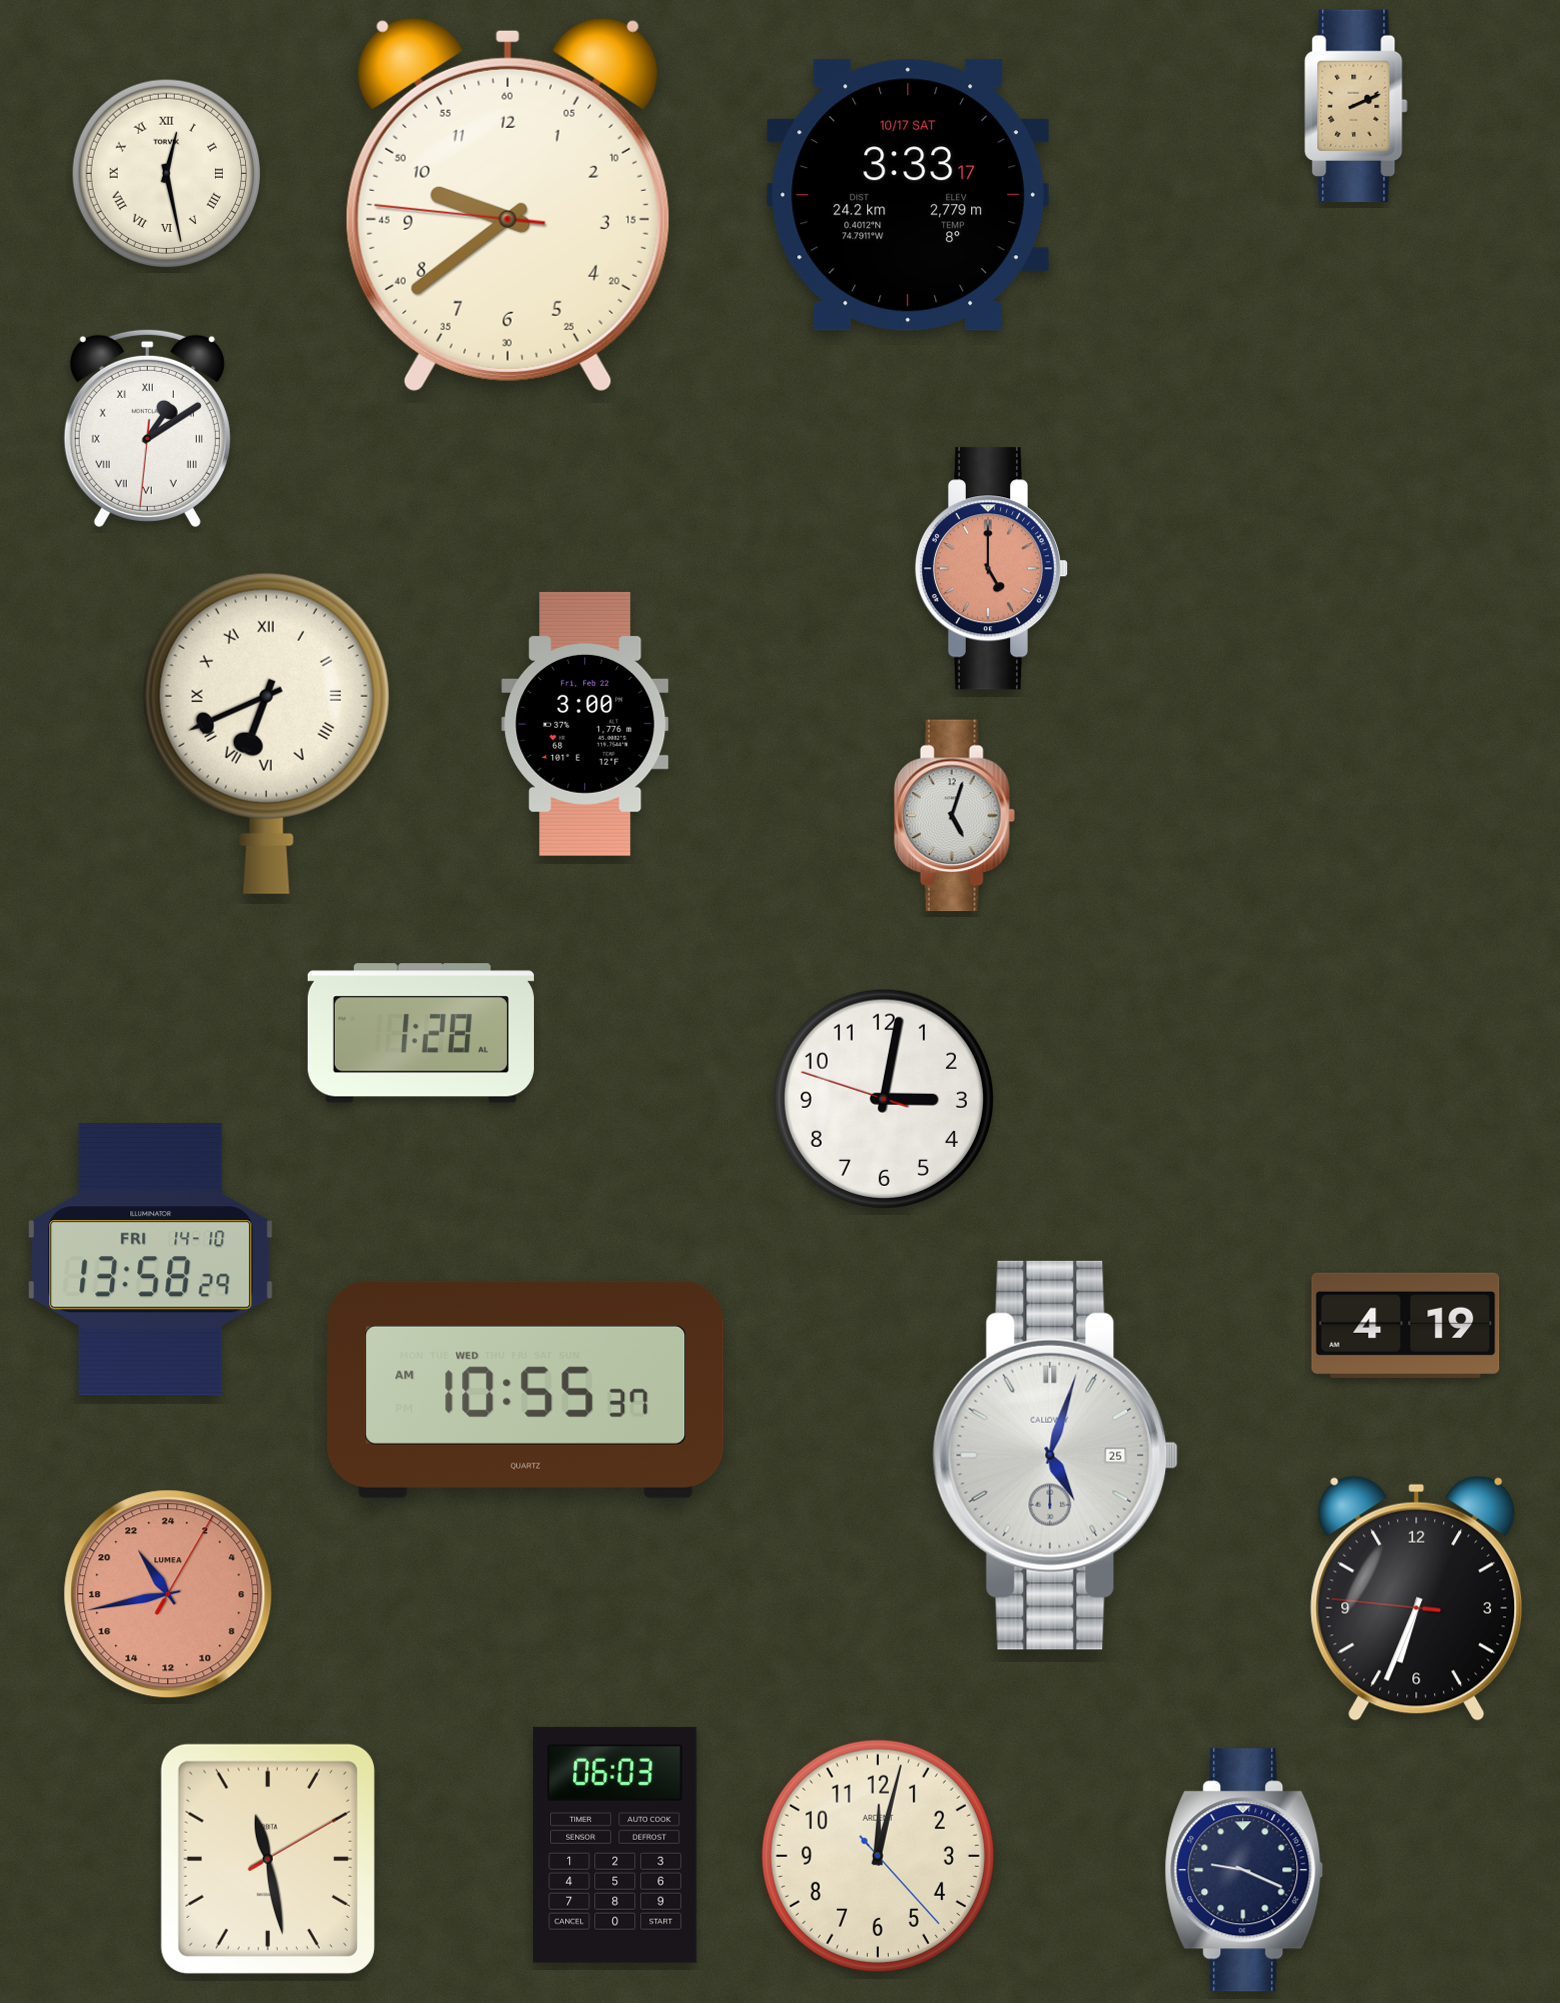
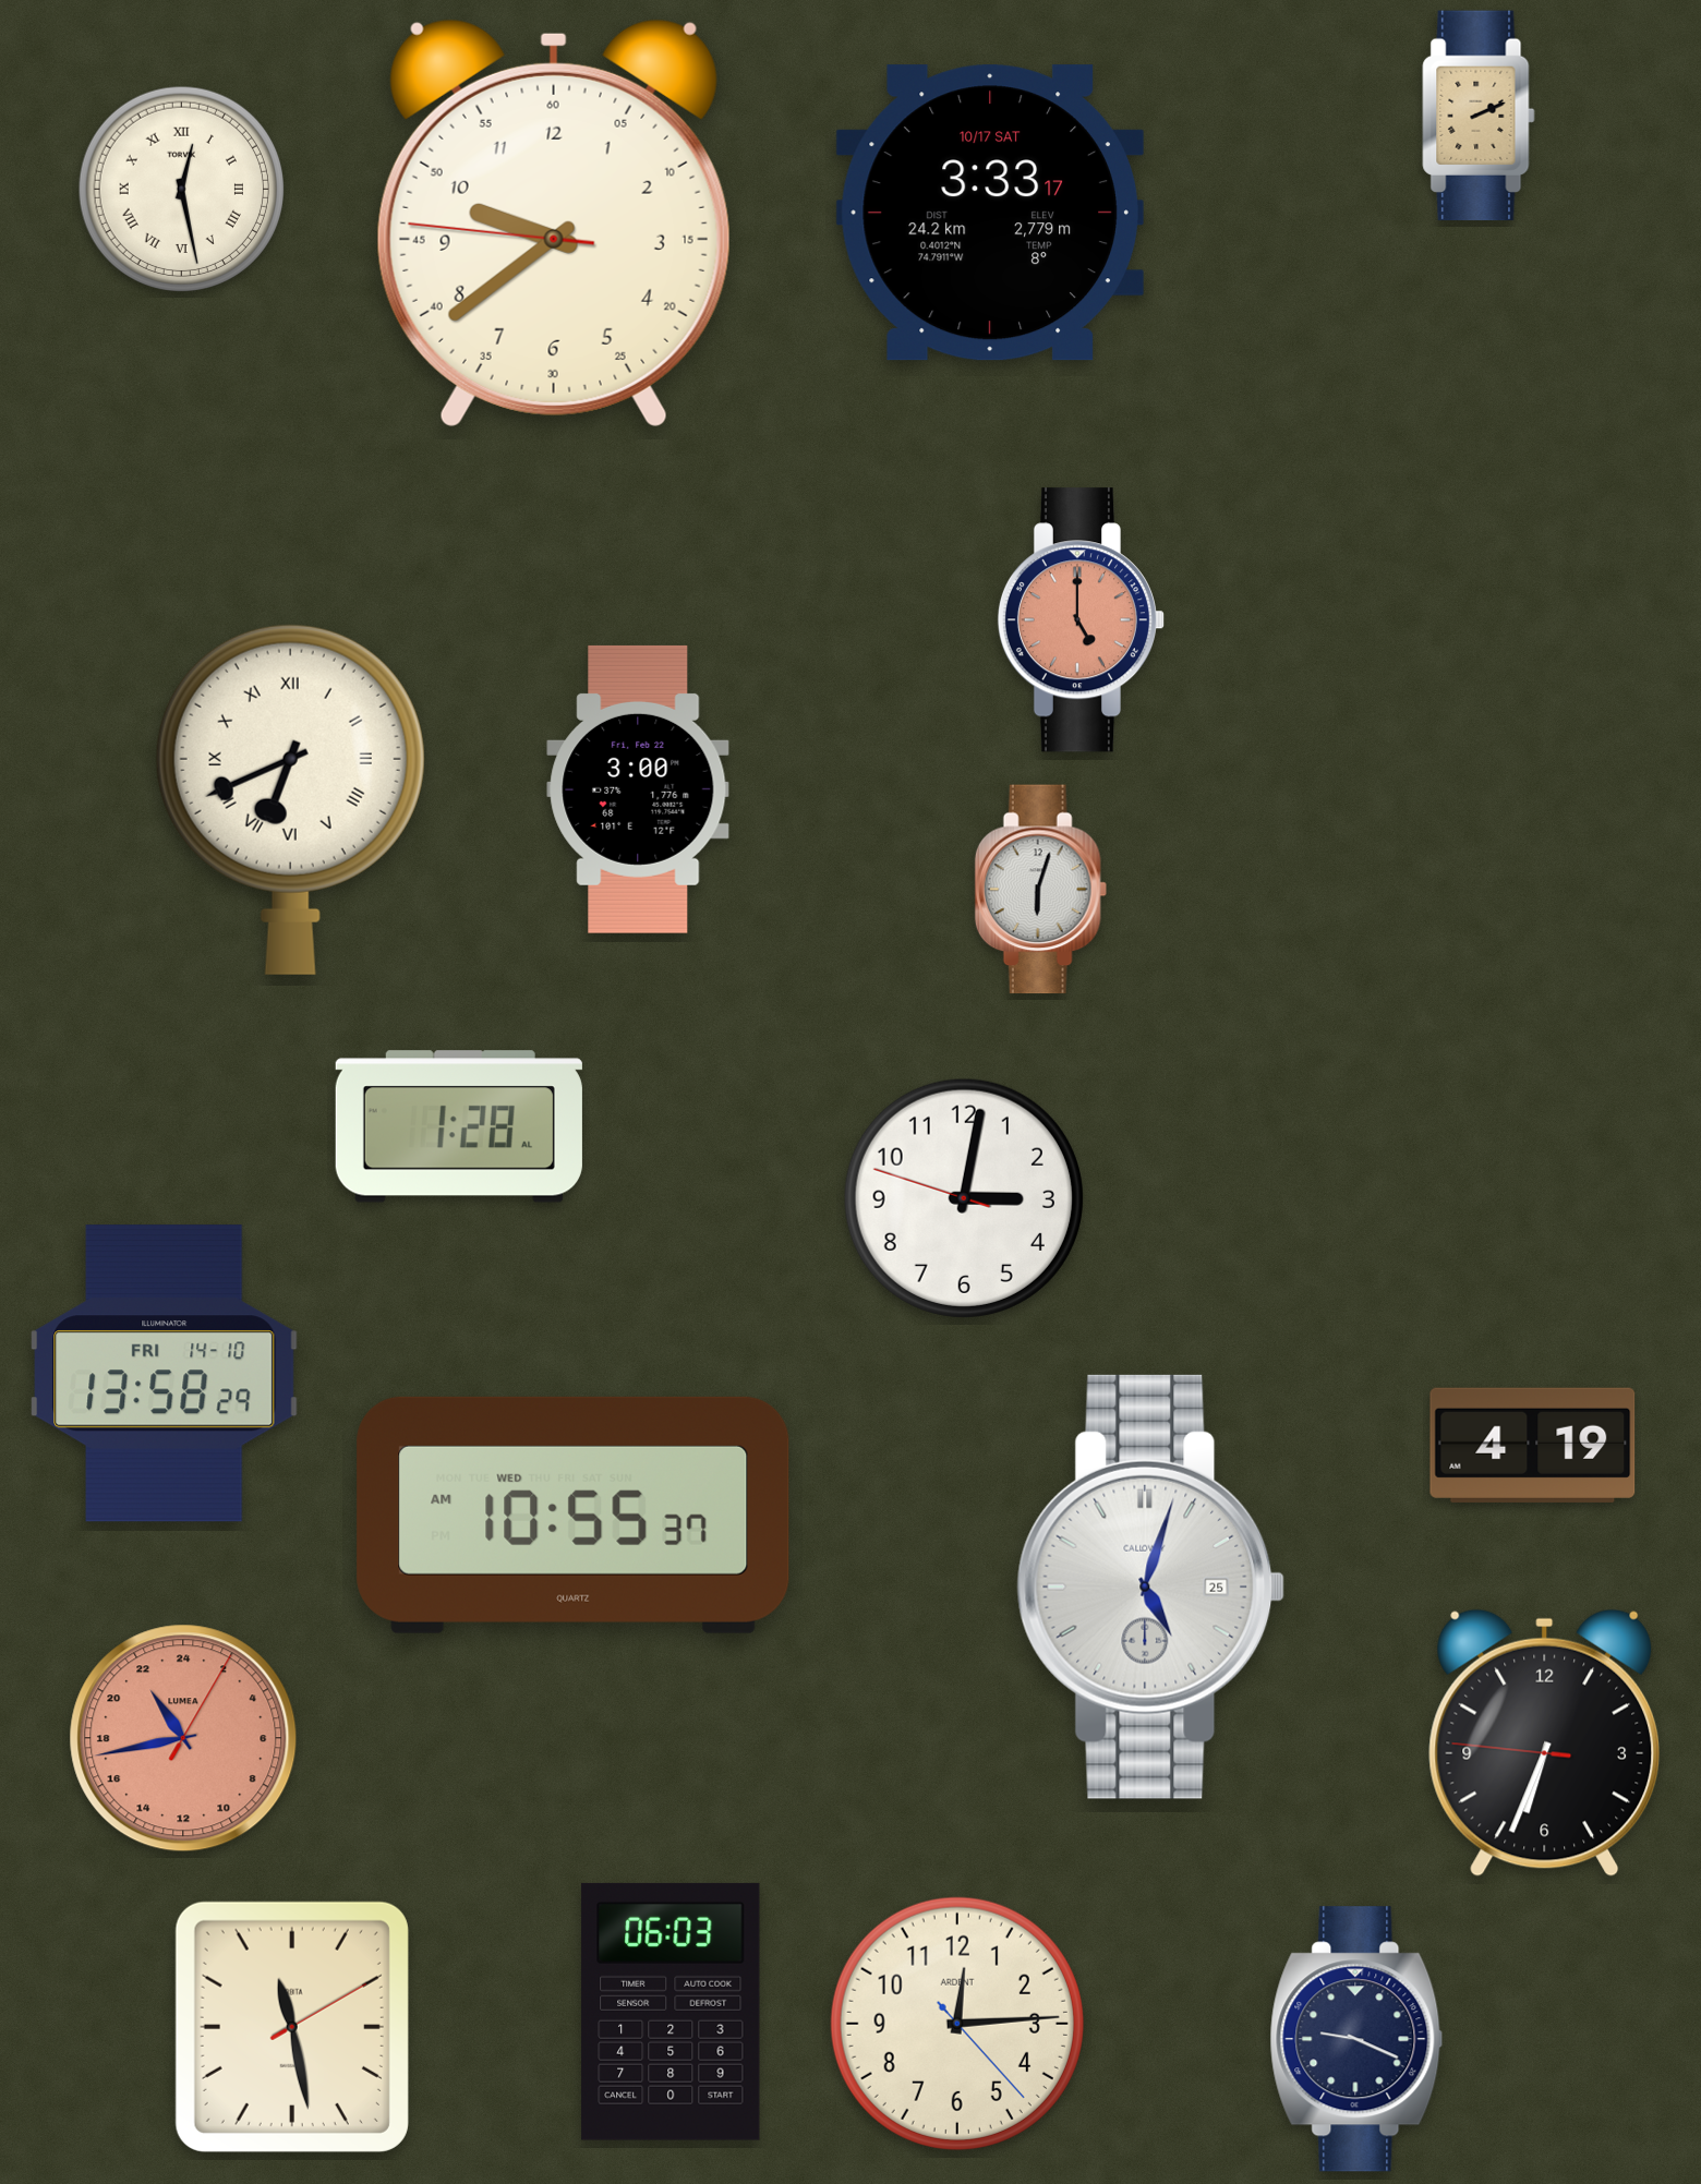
clock at (147, 428): 1:09 -> none
clock at (954, 816): 5:03 -> 6:03
clock at (878, 1856): 12:02 -> 12:14
